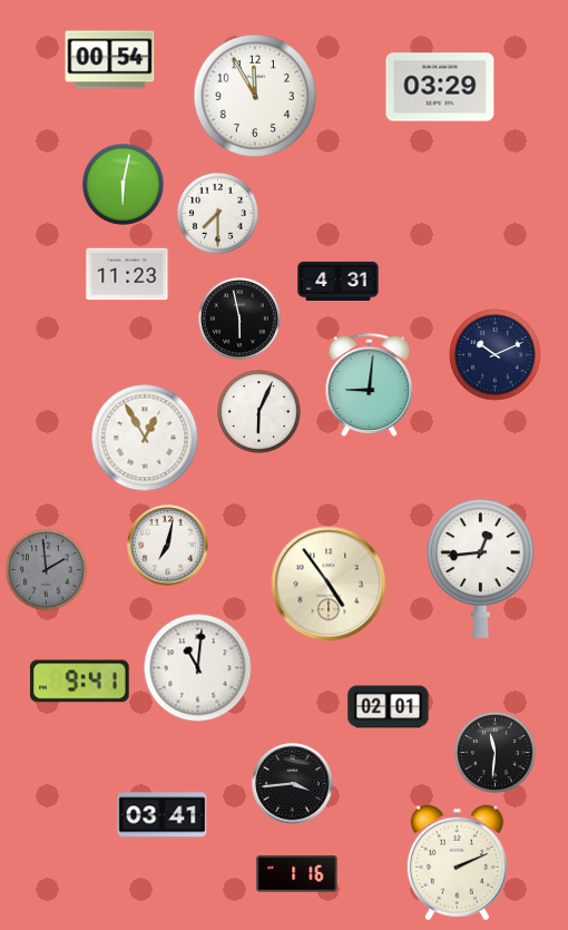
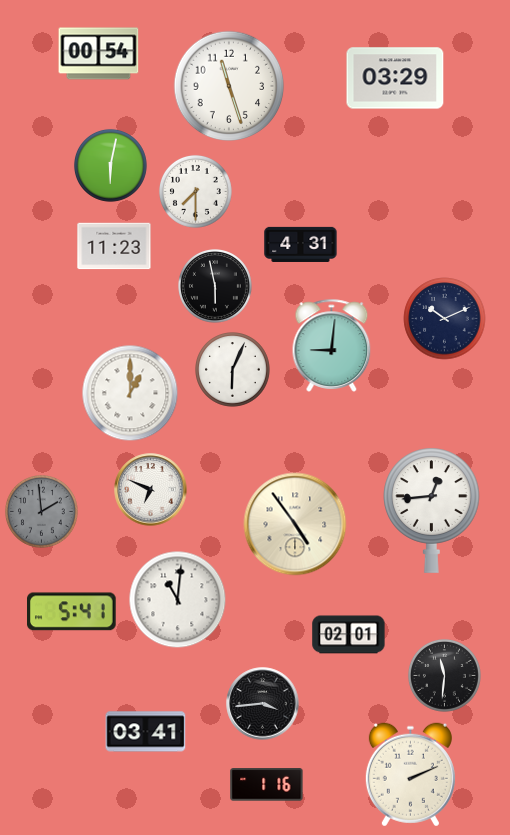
clock at (255, 96): 11:55 -> 11:27
clock at (339, 281) position: (339, 281) -> (301, 244)
clock at (145, 438): 12:55 -> 1:00
clock at (168, 546): 7:02 -> 6:49
clock at (80, 682): 9:41 -> 5:41
